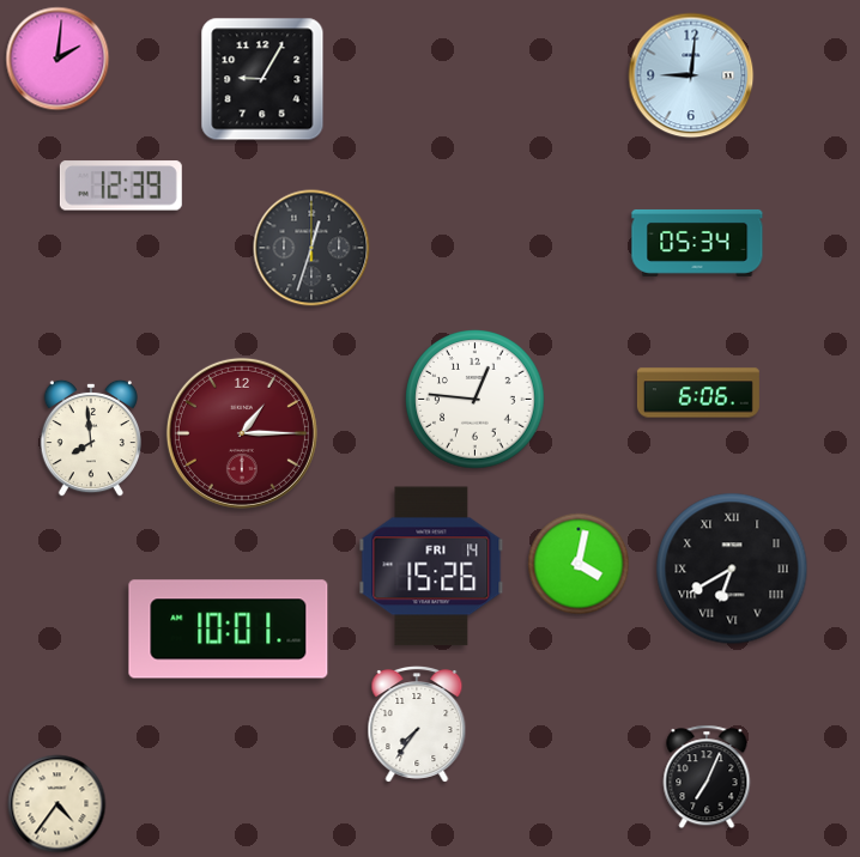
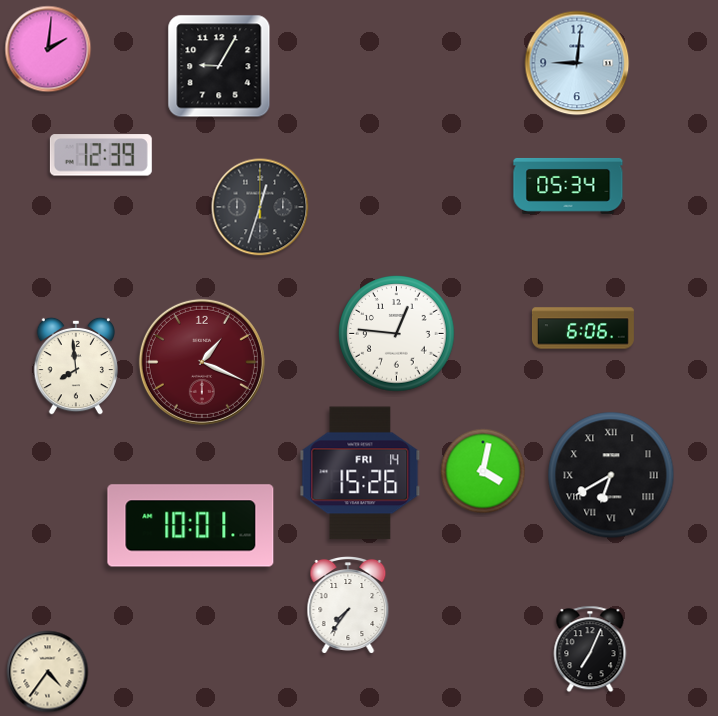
clock at (697, 243) position: (697, 243) -> (568, 186)
clock at (242, 433): 1:15 -> 1:19
